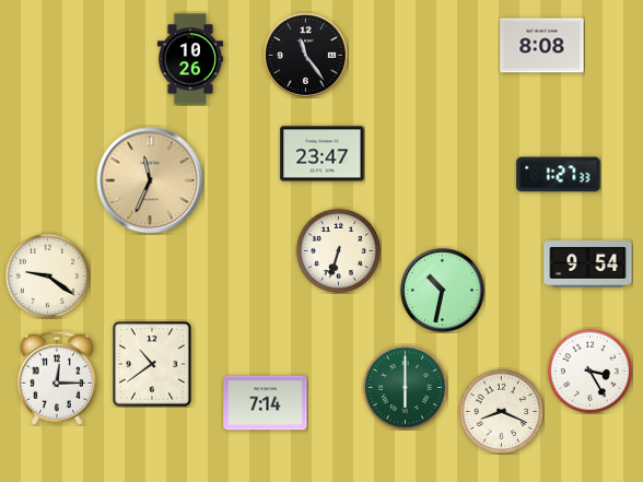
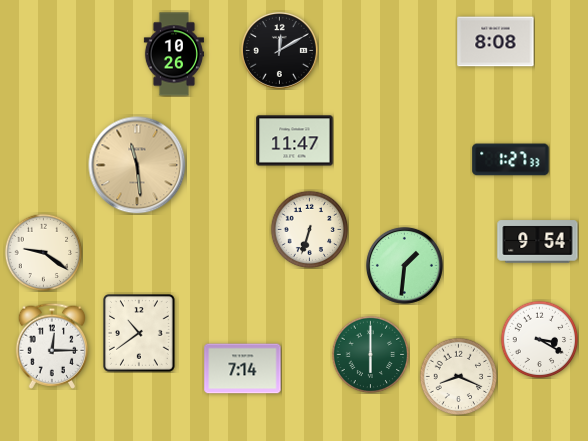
clock at (305, 55): 11:24 -> 12:10
clock at (323, 154): 23:47 -> 11:47
clock at (150, 180): 11:34 -> 11:29
clock at (442, 290): 10:32 -> 1:31
clock at (589, 371): 3:25 -> 3:20
